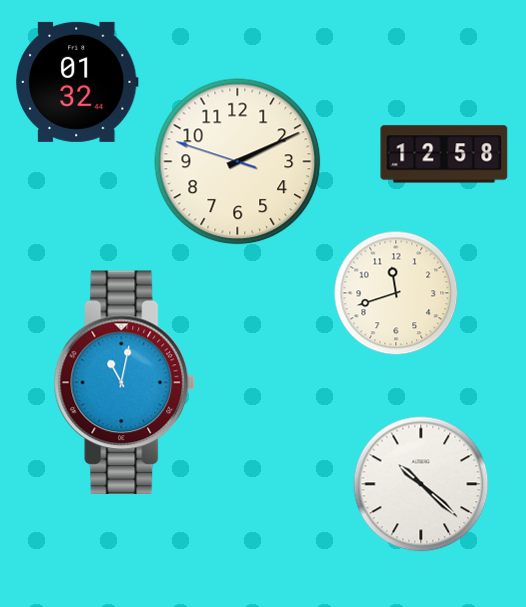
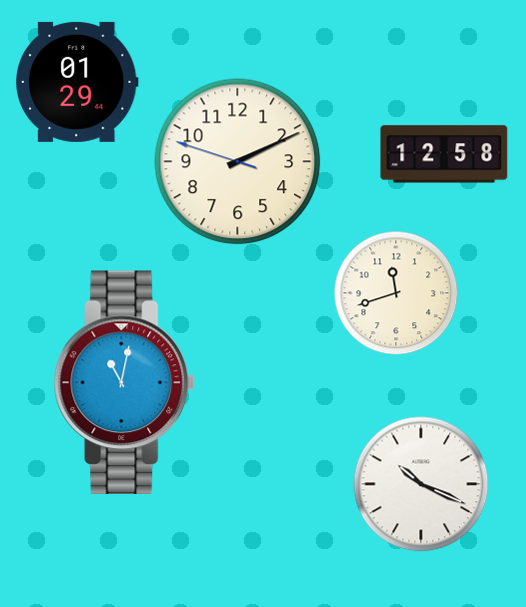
clock at (77, 82): 01:32 -> 01:29
clock at (421, 484): 10:22 -> 10:19
